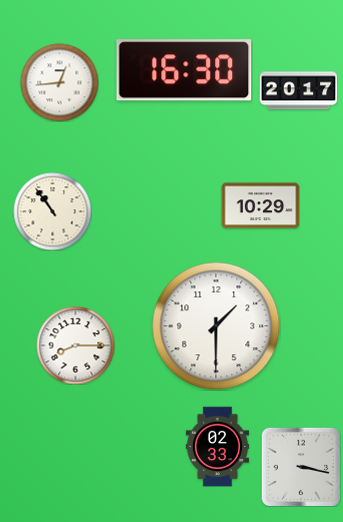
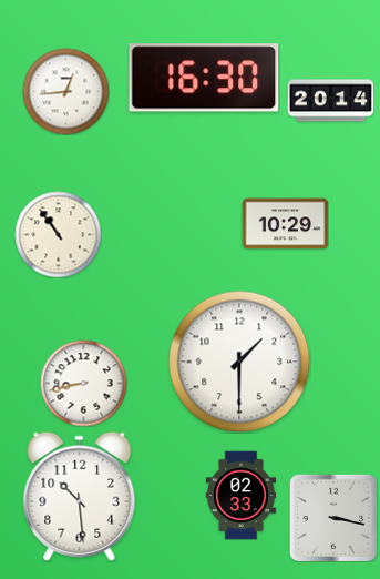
clock at (298, 91): 20:17 -> 20:14
clock at (260, 206) position: (260, 206) -> (285, 224)
clock at (75, 345): 8:15 -> 8:43
clock at (80, 496): none -> 10:29
